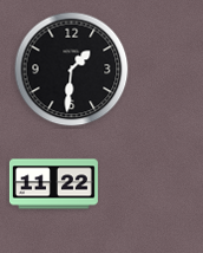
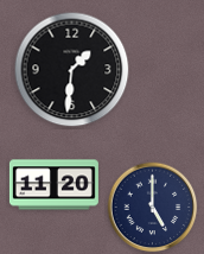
clock at (53, 184): 11:22 -> 11:20
clock at (153, 208): none -> 5:00
